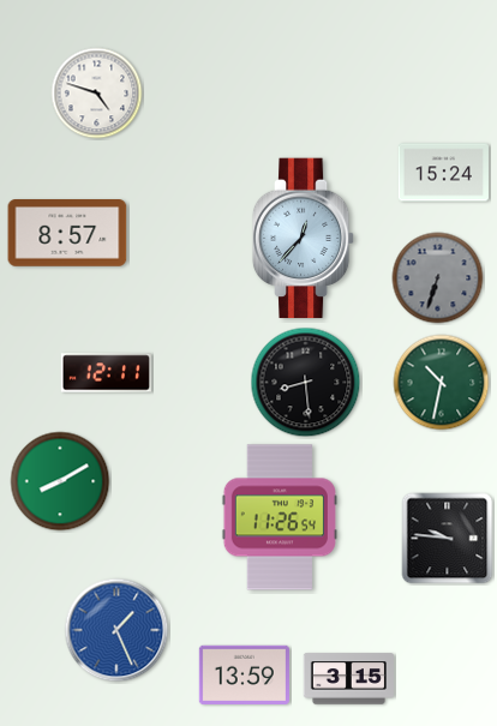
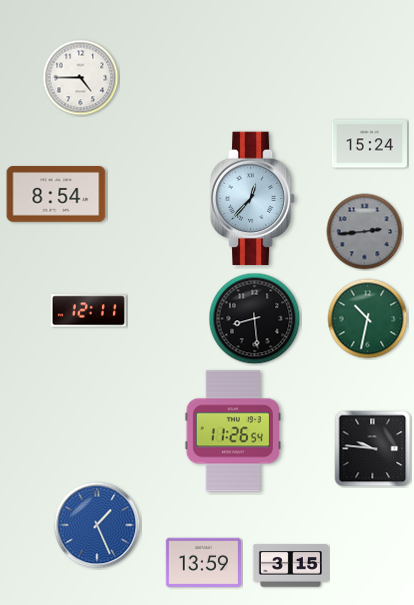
clock at (97, 94): 4:48 -> 4:45
clock at (67, 234): 8:57 -> 8:54
clock at (438, 278): 6:33 -> 2:44
clock at (60, 481): 8:10 -> none
